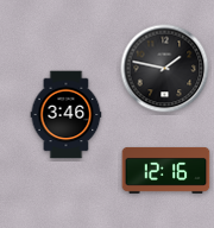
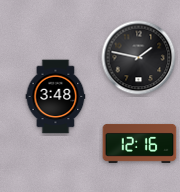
clock at (67, 115): 3:46 -> 3:48
